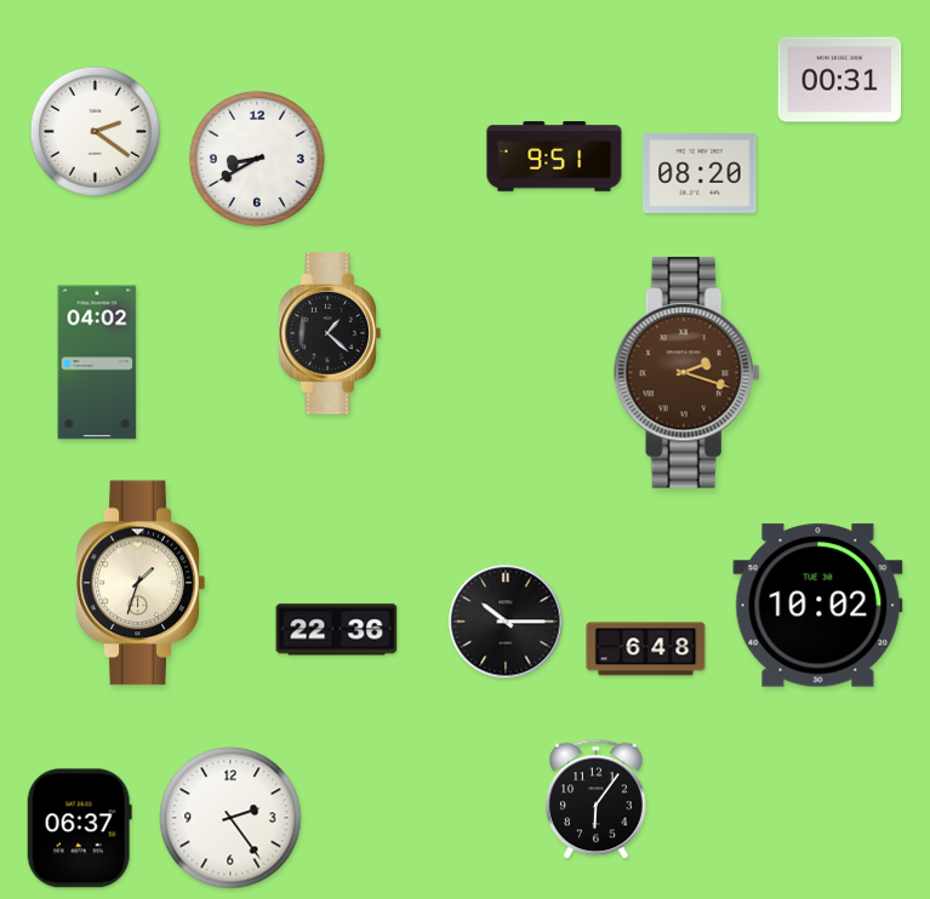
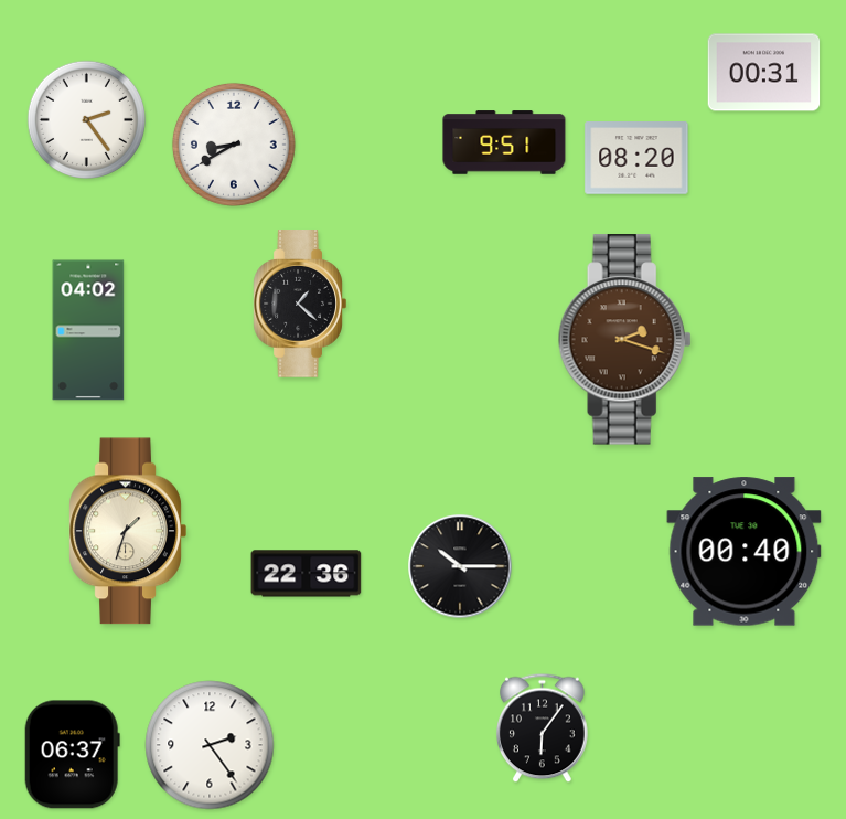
clock at (95, 131): 2:21 -> 2:24
clock at (818, 606): 10:02 -> 00:40
clock at (646, 649): 6:48 -> none
